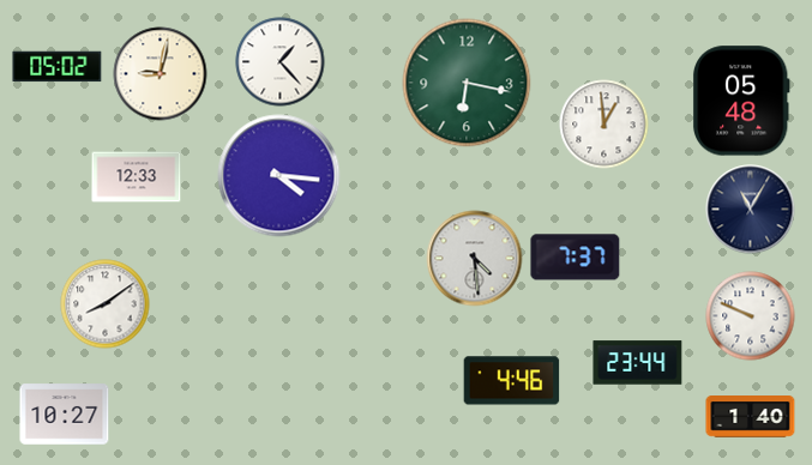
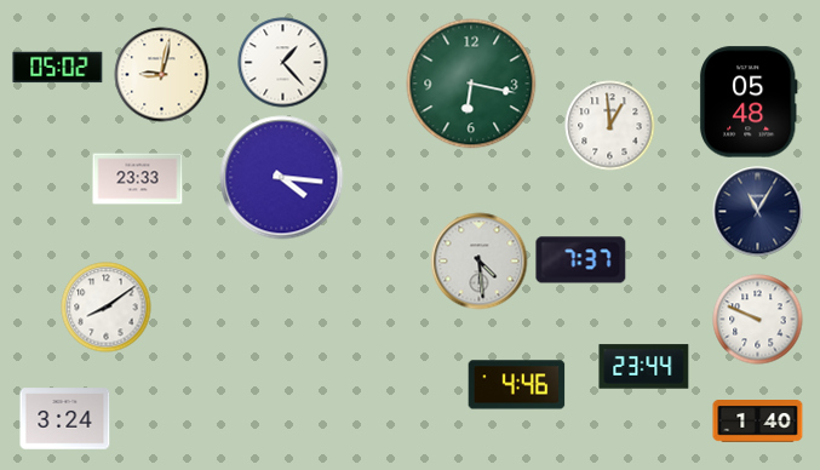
clock at (137, 177): 12:33 -> 23:33
clock at (65, 415): 10:27 -> 3:24
